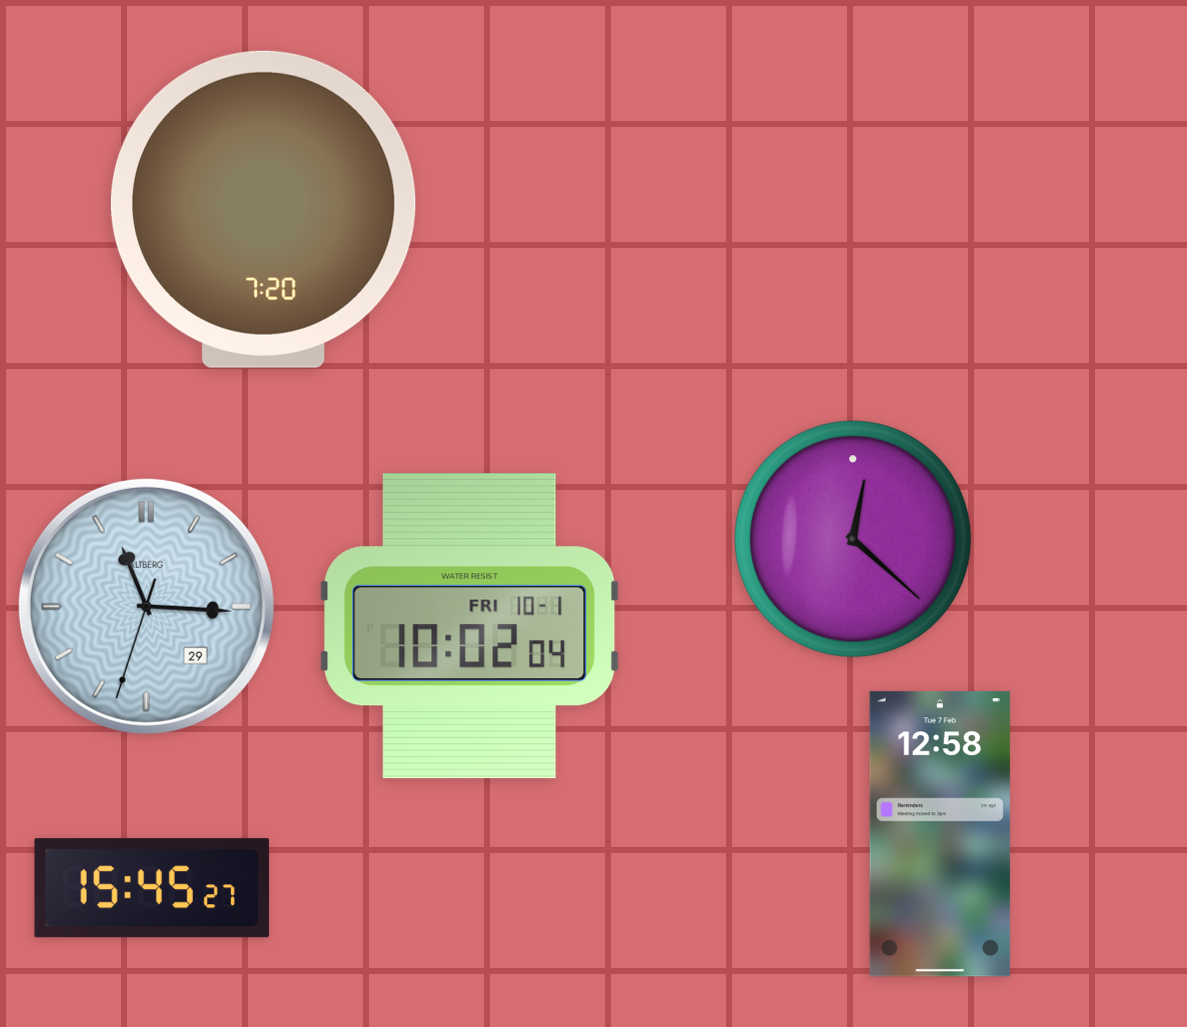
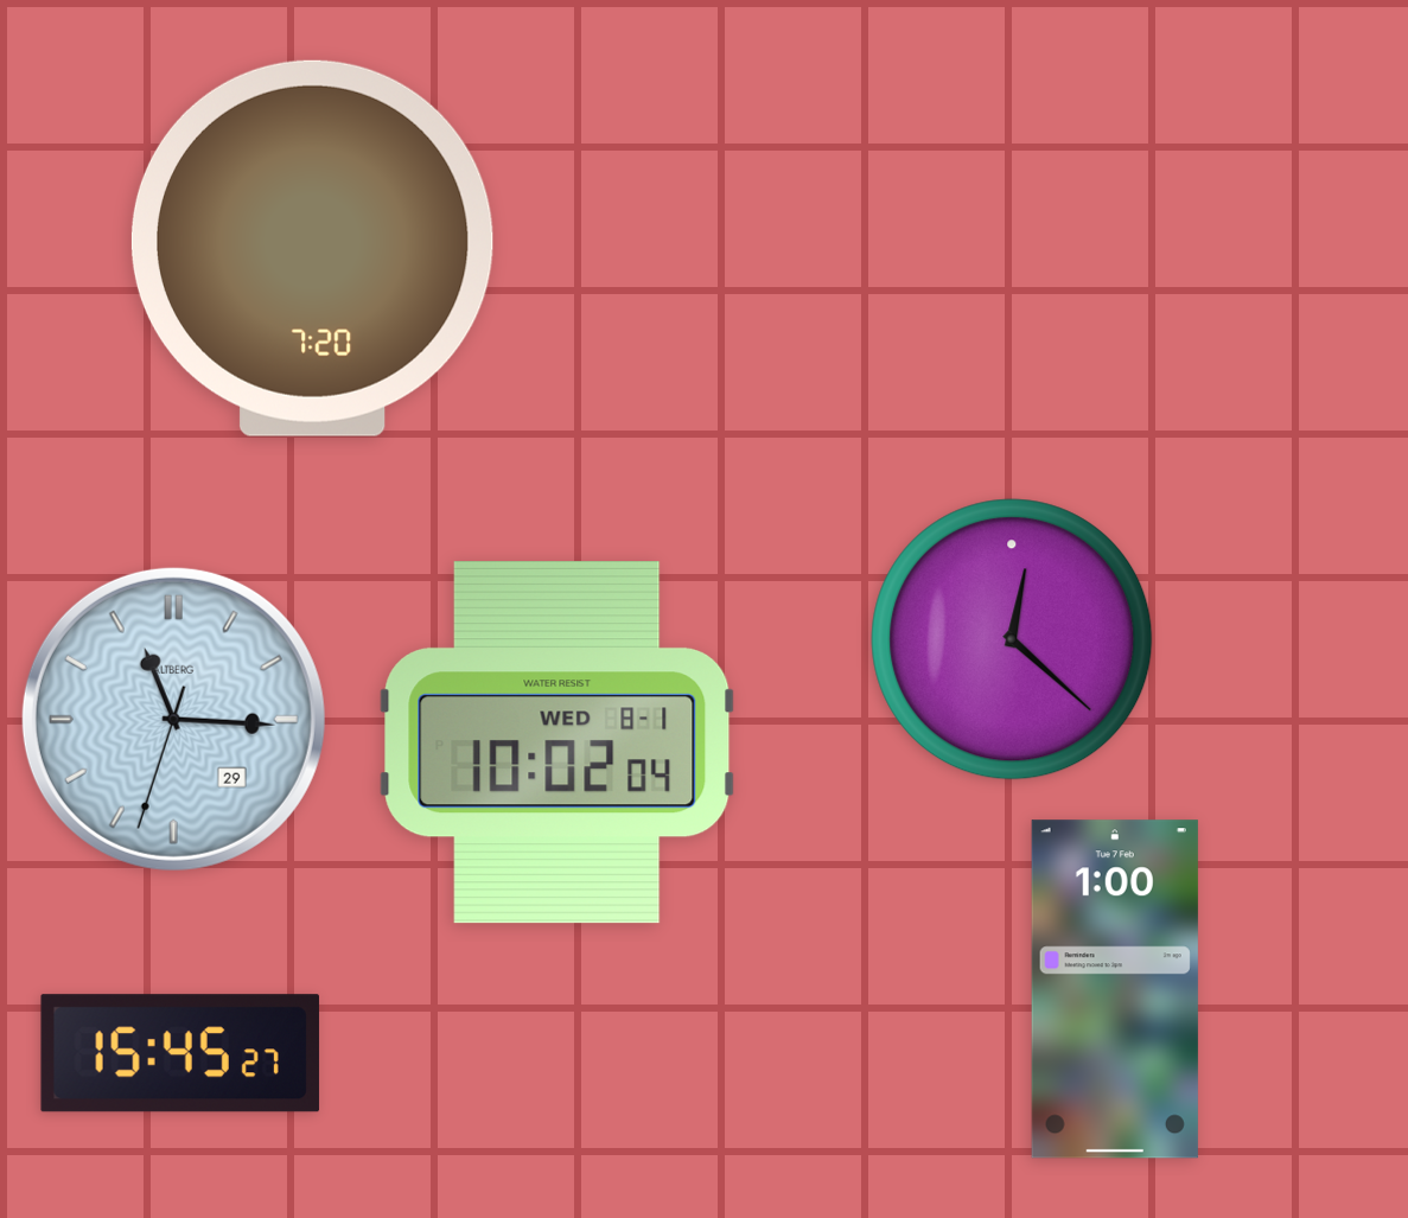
clock at (470, 626) date: FRI 10-1 -> WED 8-1
clock at (940, 834): 12:58 -> 1:00
